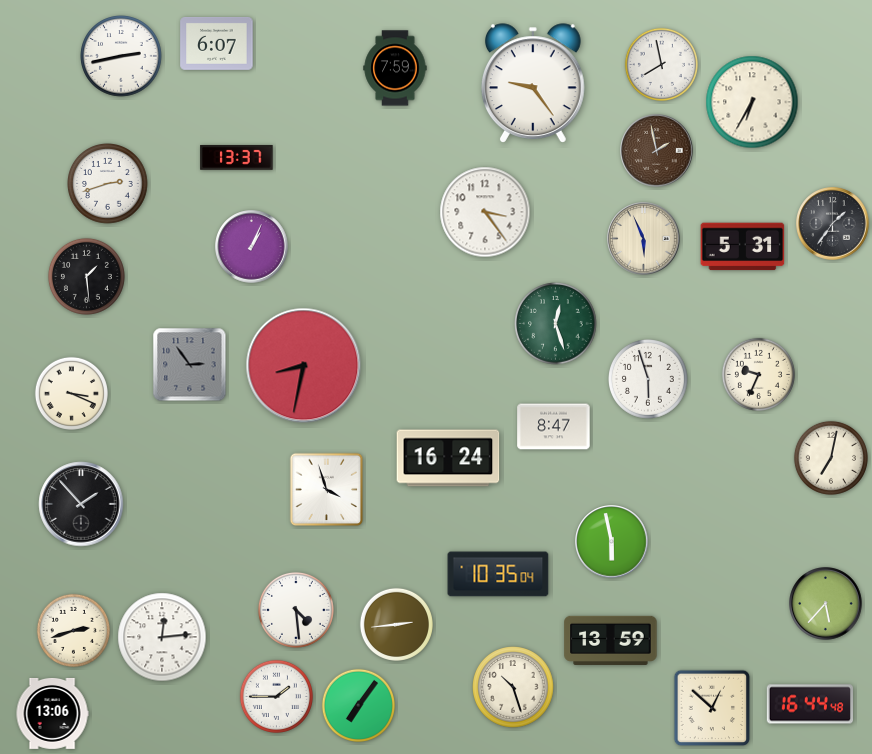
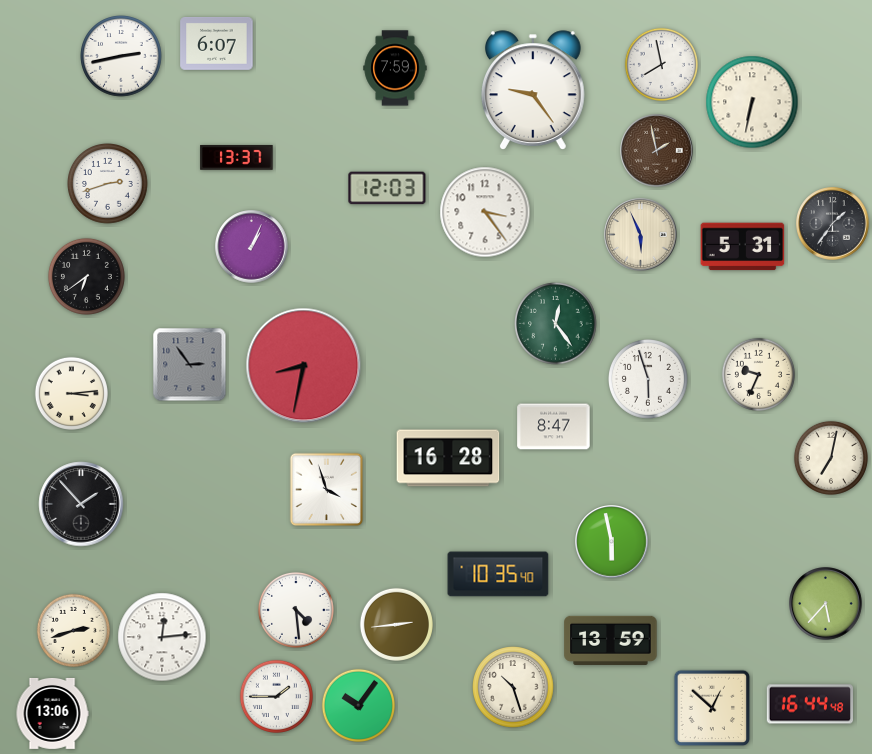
clock at (533, 83) position: (533, 83) -> (533, 90)
clock at (752, 102): 6:35 -> 6:32
clock at (387, 188): none -> 12:03
clock at (644, 239) position: (644, 239) -> (641, 235)
clock at (86, 276): 1:29 -> 6:39
clock at (556, 324): 12:27 -> 12:24
clock at (71, 393): 3:19 -> 3:14
clock at (448, 458): 16:24 -> 16:28
clock at (498, 574): 10:35:04 -> 10:35:40
clock at (358, 705): 7:06 -> 10:06
